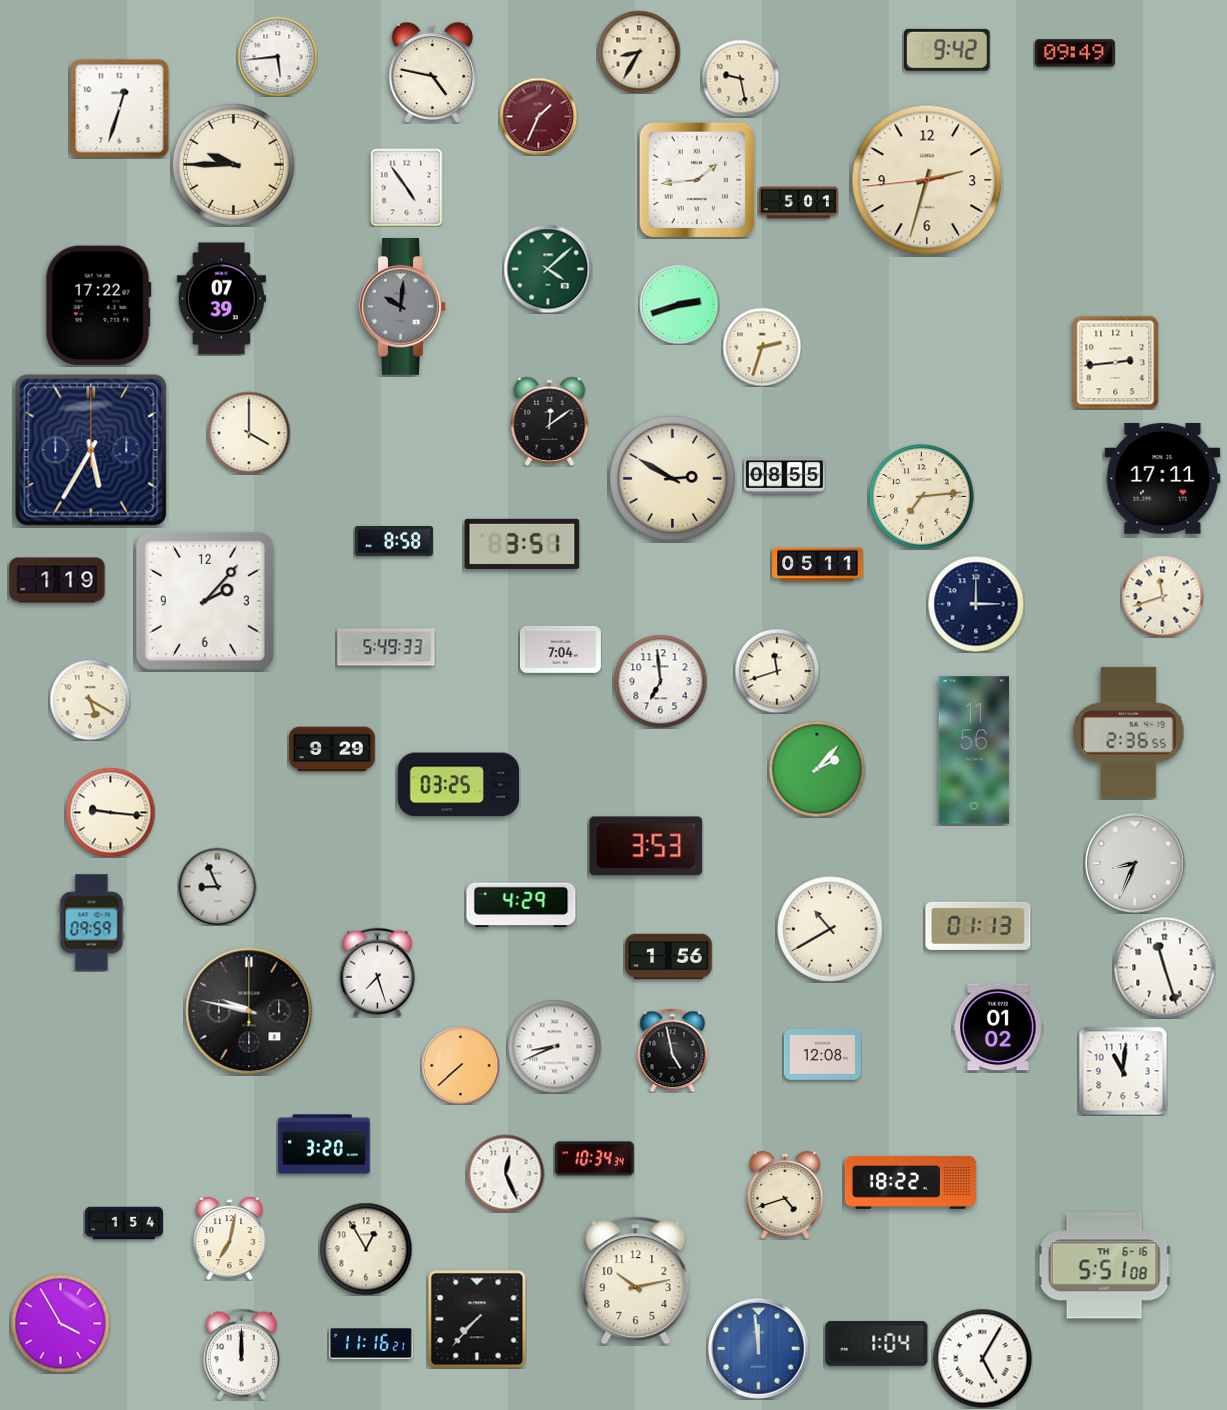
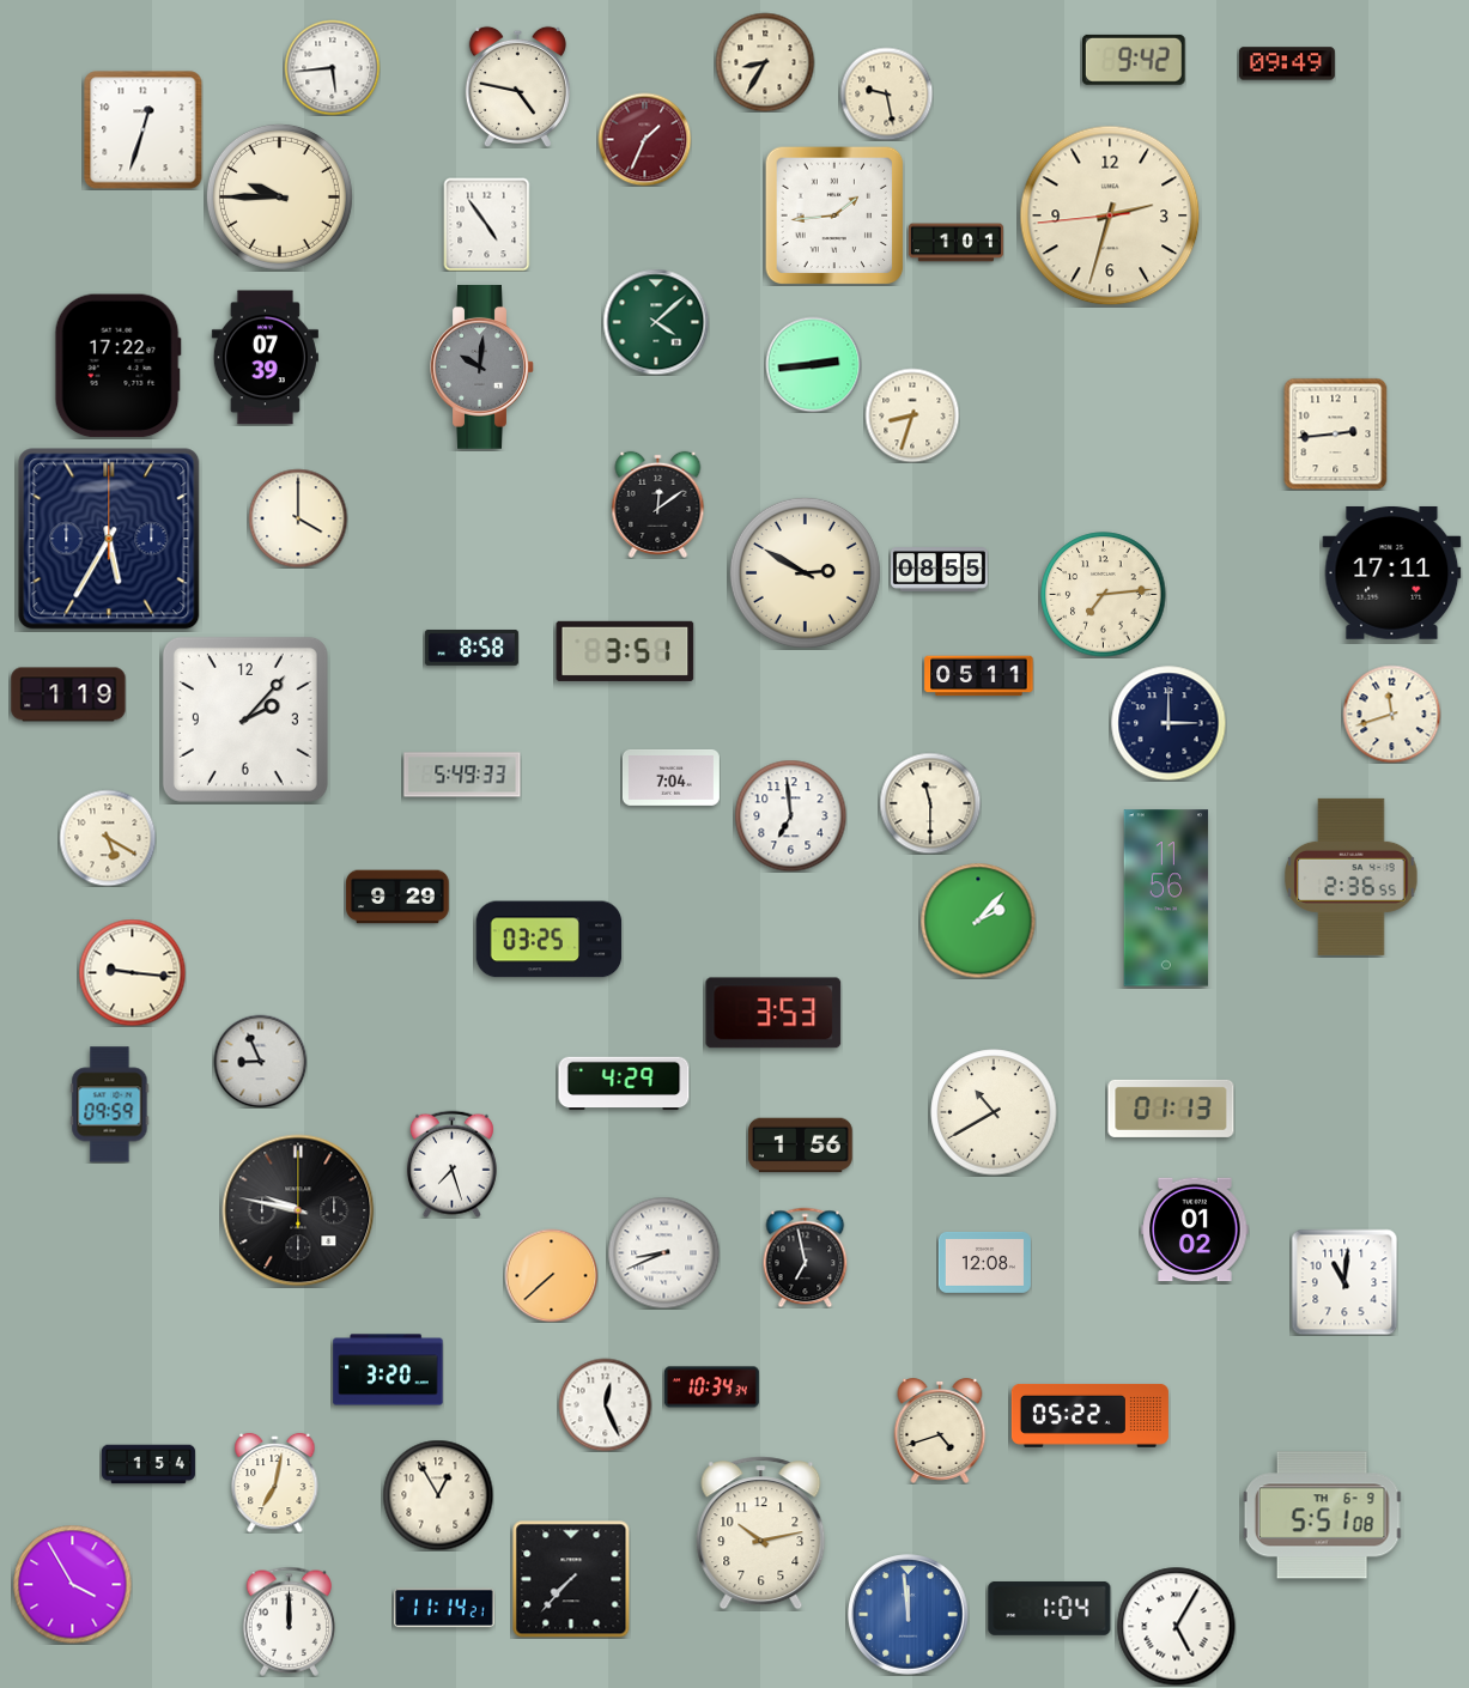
clock at (798, 203): 5:01 -> 1:01
clock at (679, 304): 2:42 -> 2:44
clock at (762, 347): 2:33 -> 8:33
clock at (777, 671): 11:42 -> 11:30
clock at (1135, 863): 8:34 -> none
clock at (1165, 968): 11:27 -> none
clock at (673, 1050): 4:58 -> 6:58
clock at (910, 1182): 18:22 -> 05:22
clock at (1104, 1266) date: TH 6-16 -> TH 6-9
clock at (372, 1343): 11:16 -> 11:14
